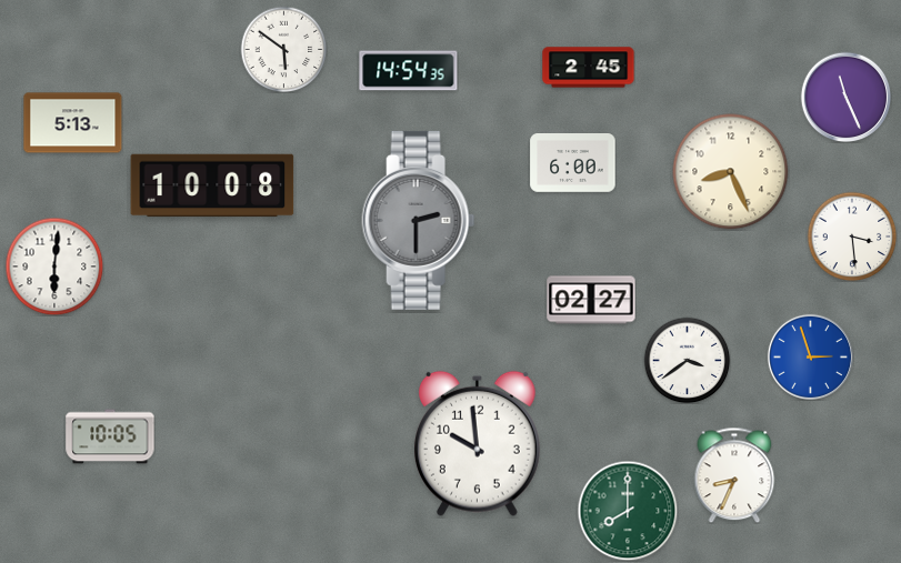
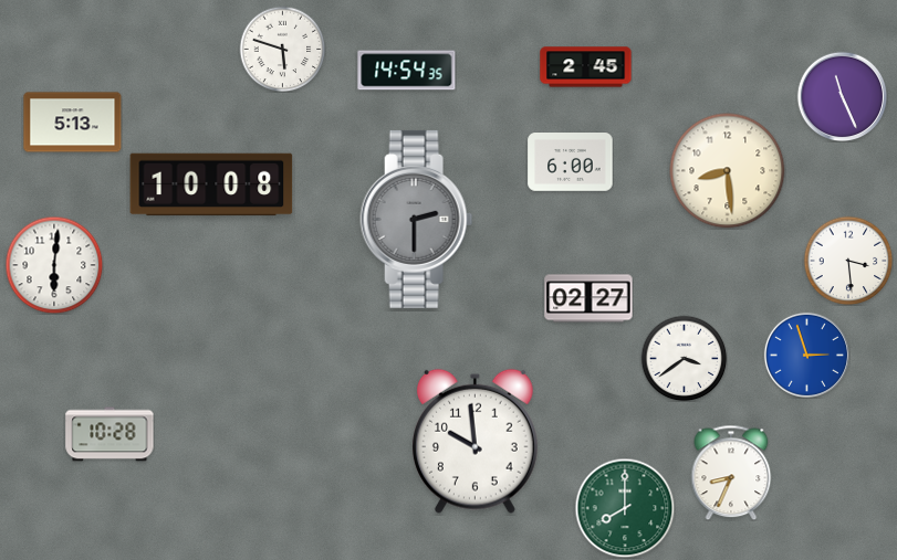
clock at (283, 49): 5:51 -> 5:48
clock at (731, 172): 8:26 -> 8:29
clock at (852, 237) position: (852, 237) -> (848, 261)
clock at (110, 436): 10:05 -> 10:28
